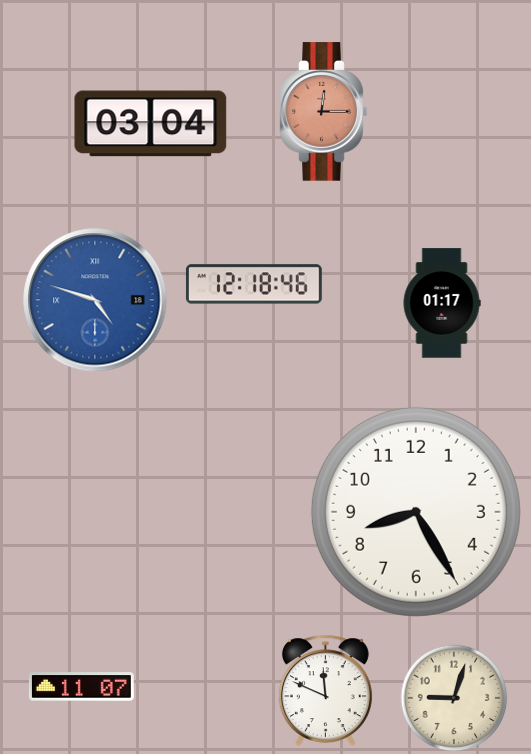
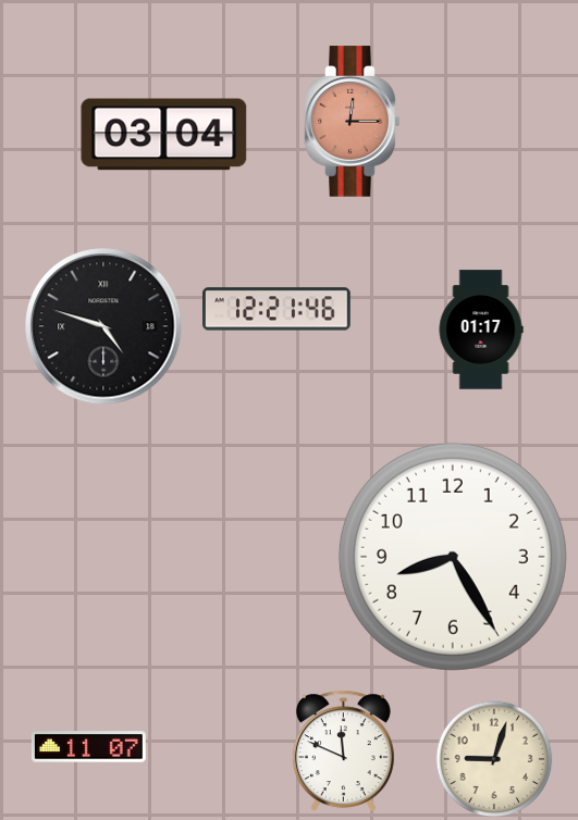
clock at (254, 284): 12:18 -> 12:21
clock at (95, 300) dial: blue -> black
clock at (325, 690) position: (325, 690) -> (343, 750)
